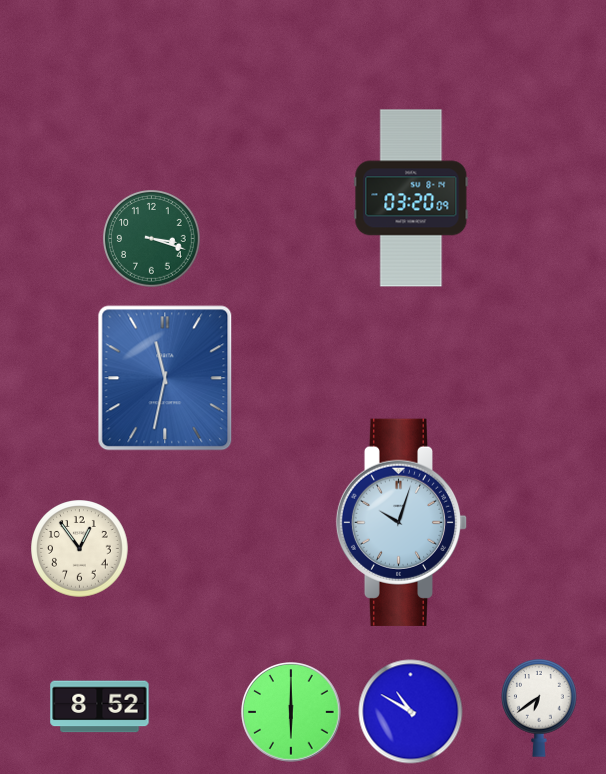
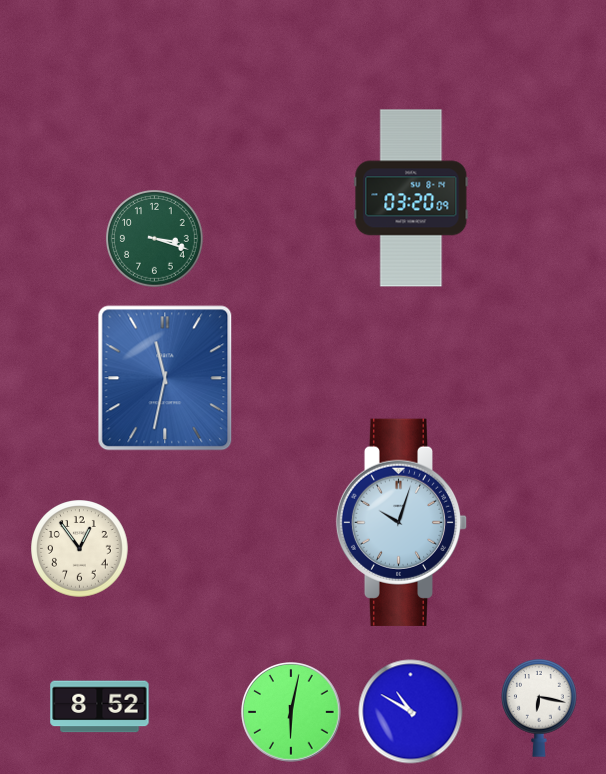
clock at (152, 239) position: (152, 239) -> (155, 239)
clock at (539, 709): 6:39 -> 6:17
clock at (292, 713): 6:00 -> 6:02
